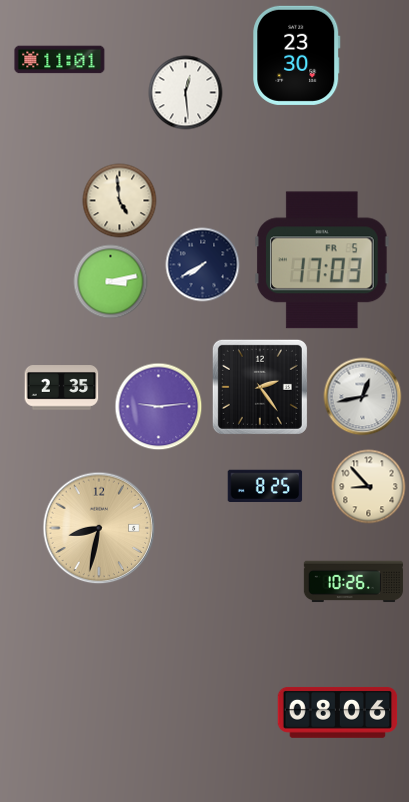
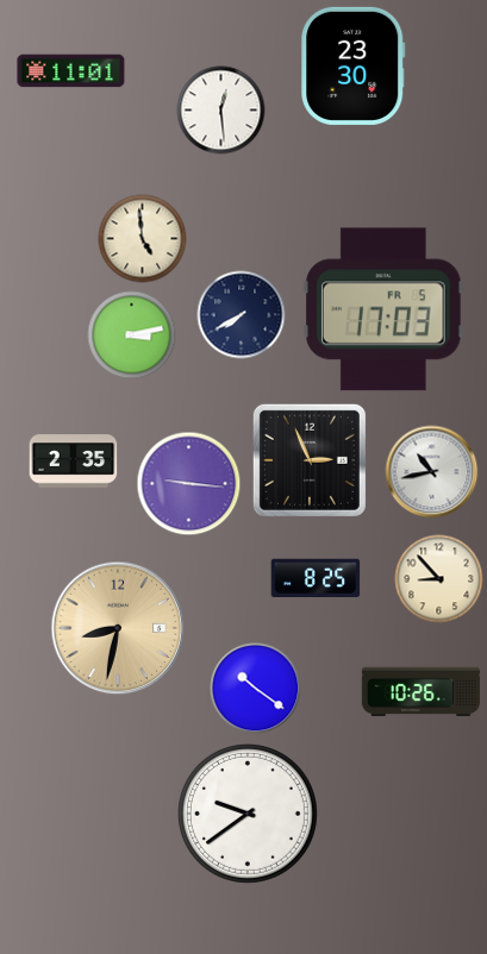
clock at (260, 387): 2:24 -> 2:56
clock at (363, 397): 12:43 -> 10:43
clock at (159, 407): 9:14 -> 9:16
clock at (256, 689): none -> 10:21
clock at (248, 814): none -> 9:39
clock at (338, 712): 08:06 -> none
